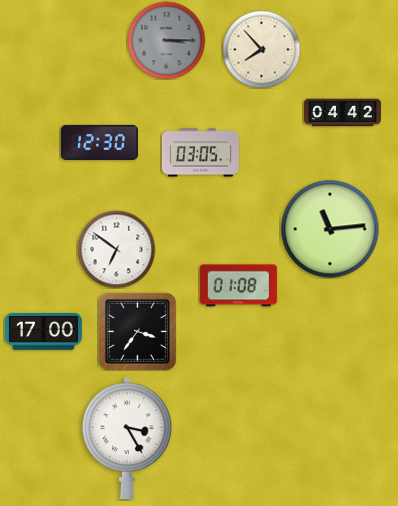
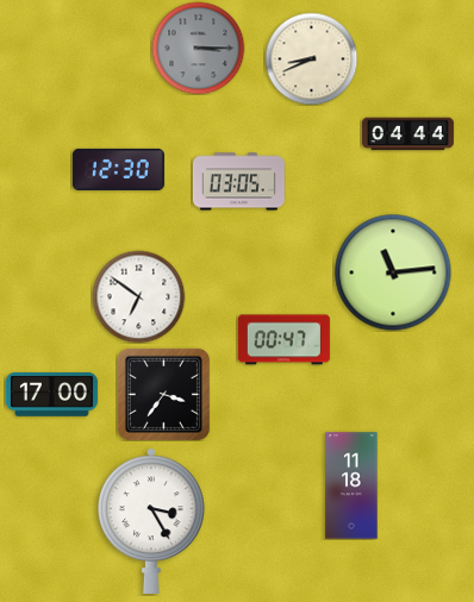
clock at (261, 49): 7:53 -> 8:41
clock at (342, 113): 04:42 -> 04:44
clock at (238, 286): 01:08 -> 00:47
clock at (351, 485): none -> 11:18
